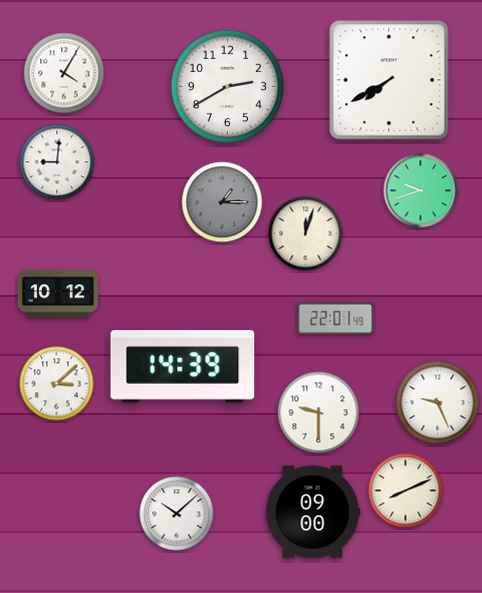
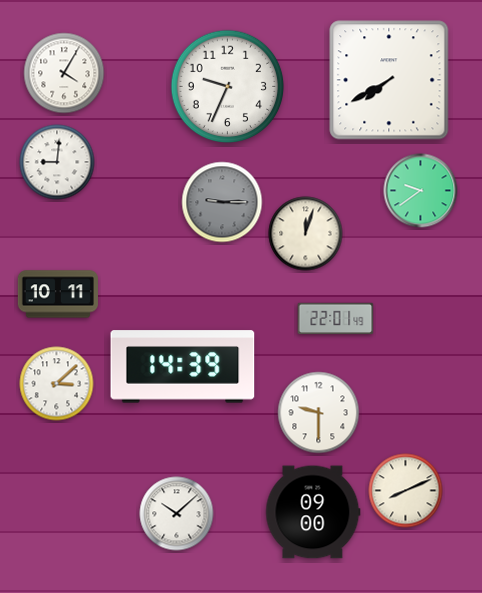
clock at (228, 87): 2:40 -> 9:34
clock at (421, 191): 9:42 -> 9:39
clock at (222, 202): 1:15 -> 9:15
clock at (58, 294): 10:12 -> 10:11
clock at (438, 403): 9:26 -> none
